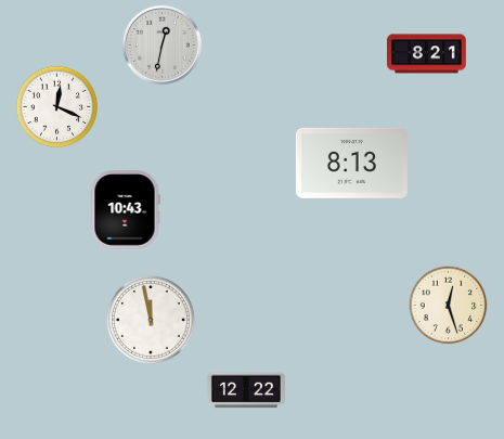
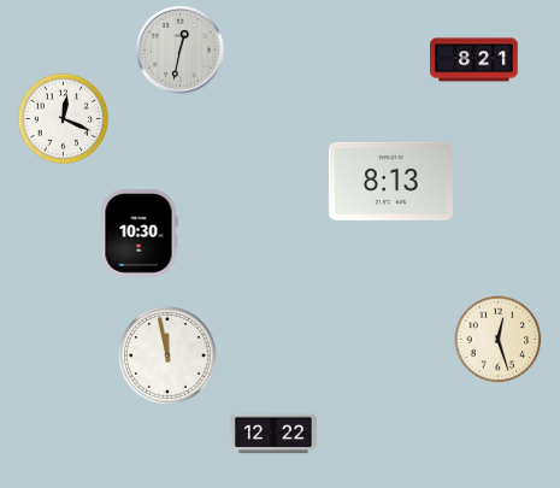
clock at (125, 210): 10:43 -> 10:30
